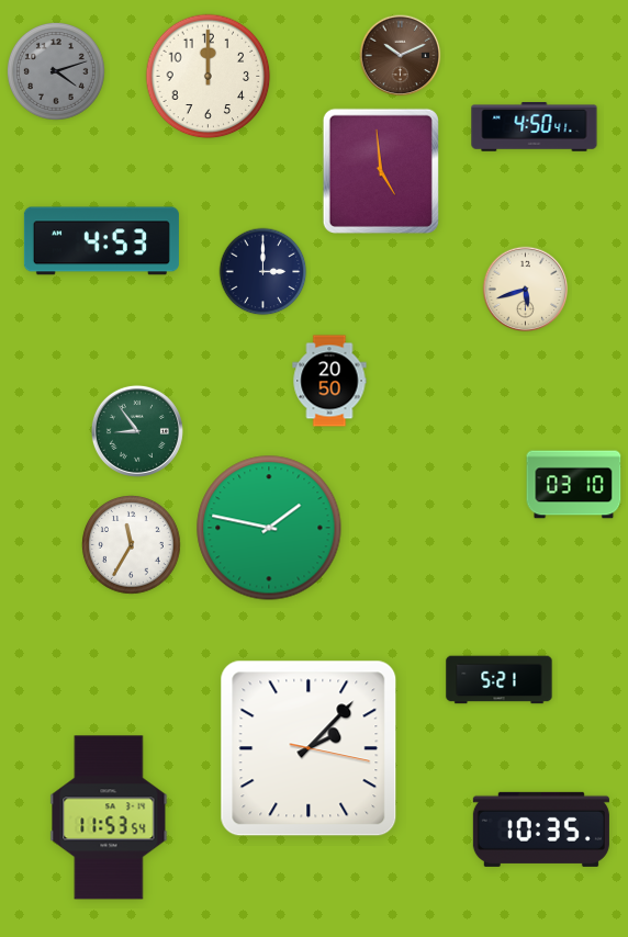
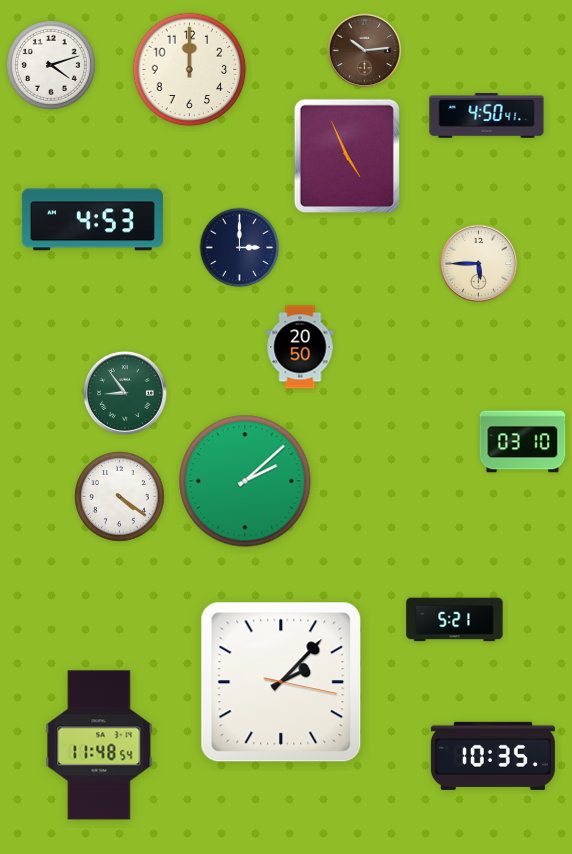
clock at (401, 56): 10:11 -> 10:14
clock at (56, 71) dial: grey -> white
clock at (381, 171): 4:59 -> 4:56
clock at (526, 290): 5:42 -> 5:45
clock at (269, 528): 1:47 -> 2:08
clock at (132, 545): 11:35 -> 4:21
clock at (109, 817): 11:53 -> 11:48
